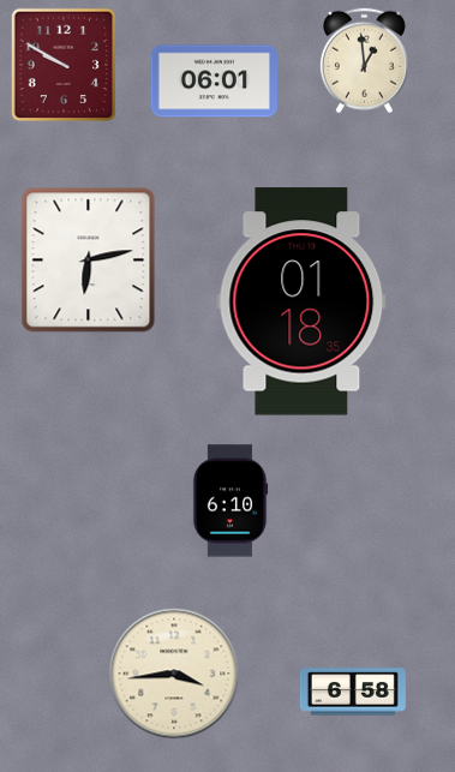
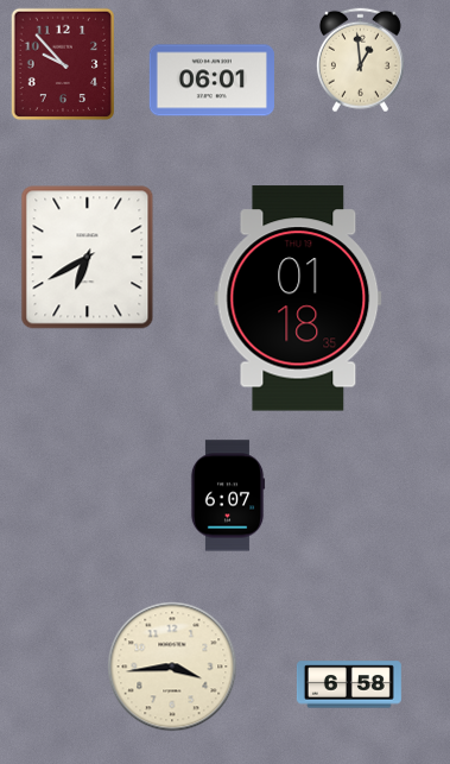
clock at (64, 65): 9:50 -> 9:53
clock at (89, 261): 6:13 -> 6:40
clock at (231, 501): 6:10 -> 6:07
